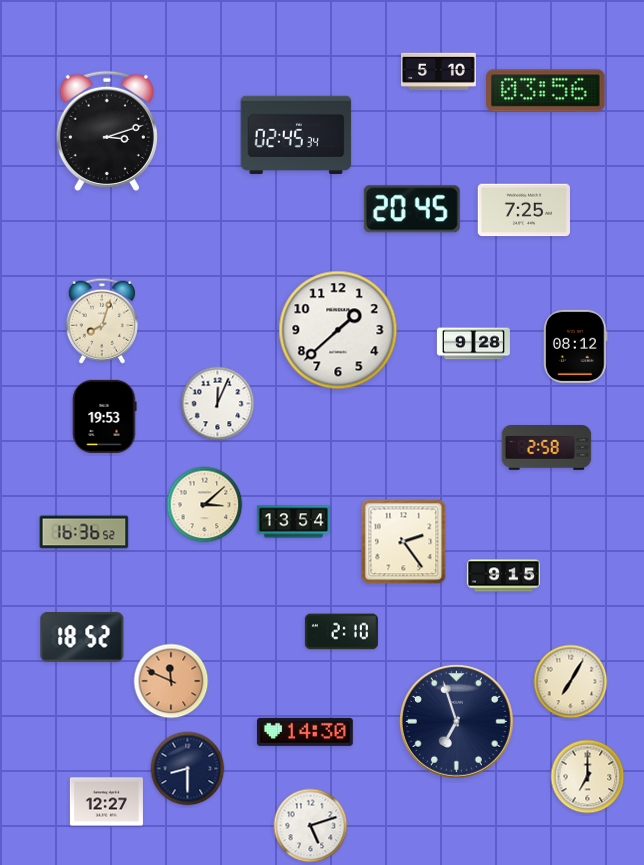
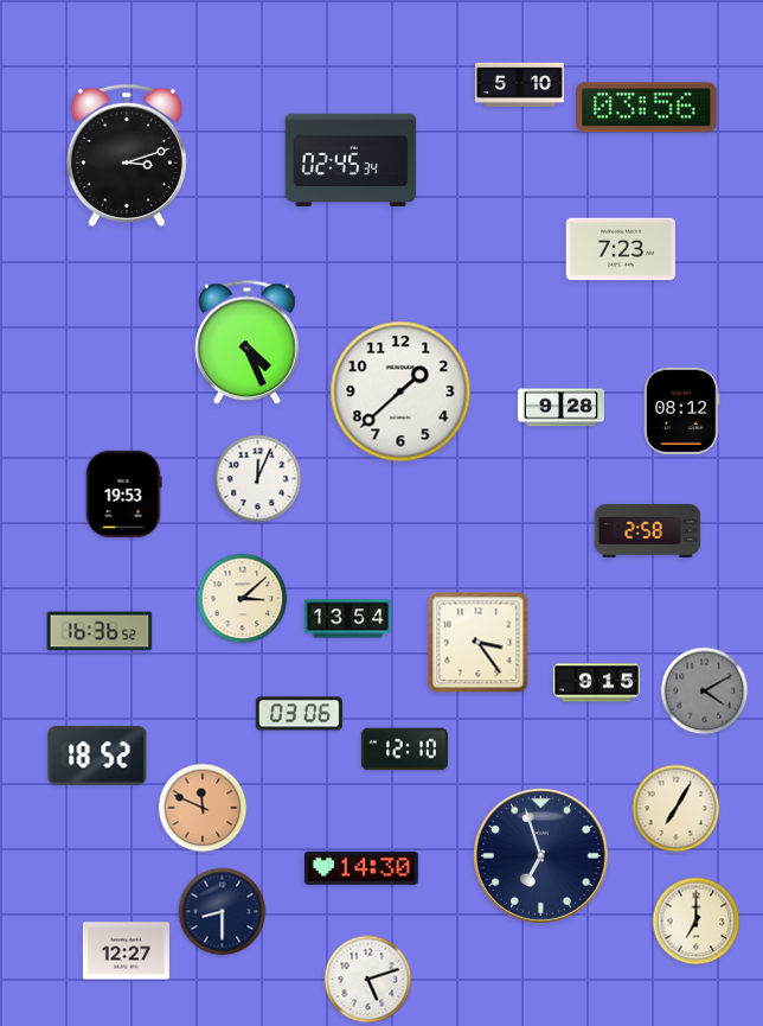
clock at (412, 209): 20:45 -> none
clock at (523, 210): 7:25 -> 7:23
clock at (248, 343): none -> 4:26
clock at (102, 321): 8:03 -> none
clock at (404, 542): 2:24 -> 3:24
clock at (705, 692): none -> 4:10
clock at (299, 714): none -> 03:06
clock at (341, 632): 2:10 -> 12:10
